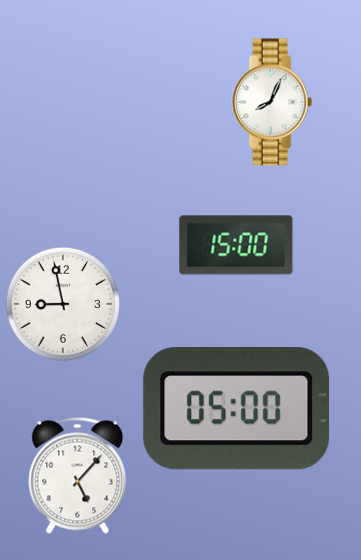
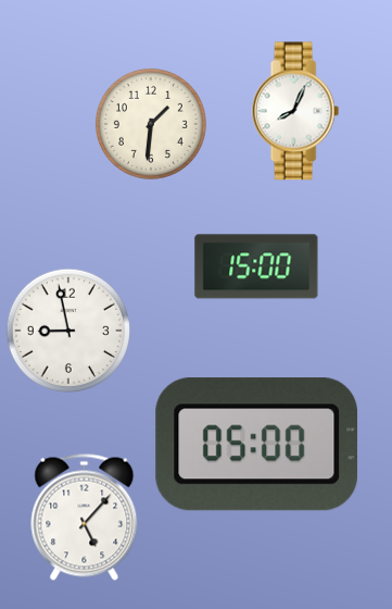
clock at (151, 124): none -> 1:31
